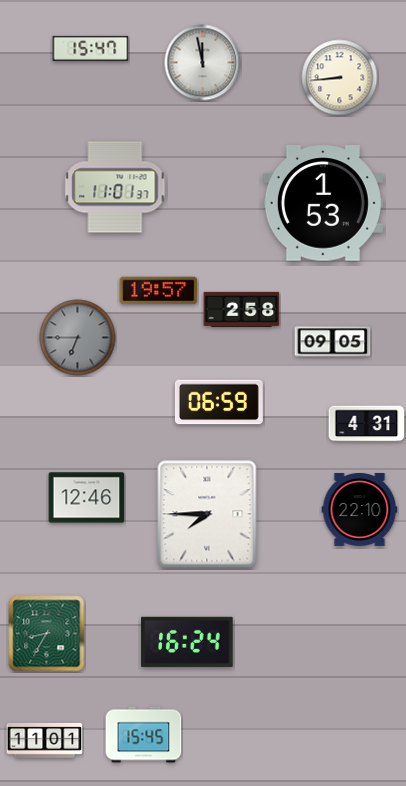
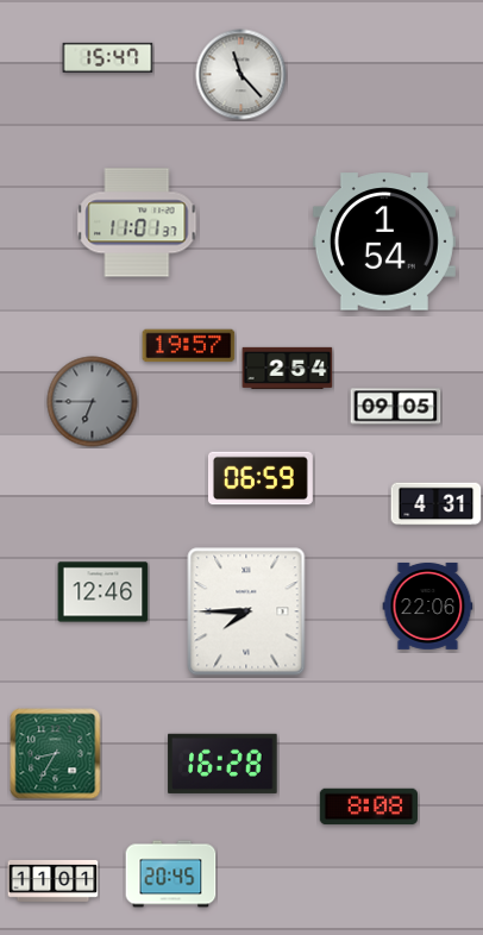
clock at (203, 63): 11:58 -> 11:23
clock at (340, 78): 8:44 -> none
clock at (323, 203): 1:53 -> 1:54
clock at (242, 309): 2:58 -> 2:54
clock at (360, 510): 22:10 -> 22:06
clock at (187, 642): 16:24 -> 16:28
clock at (368, 807): none -> 8:08
clock at (144, 735): 15:45 -> 20:45
